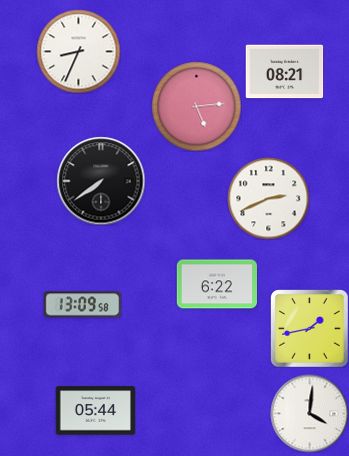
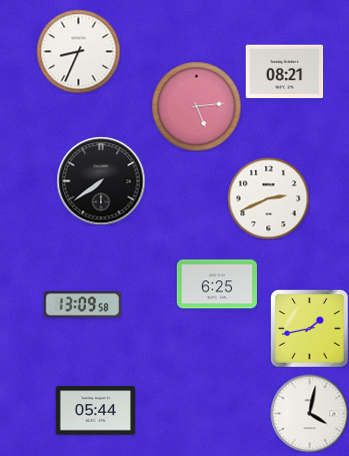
clock at (216, 284): 6:22 -> 6:25
clock at (309, 413): 4:01 -> 4:02
